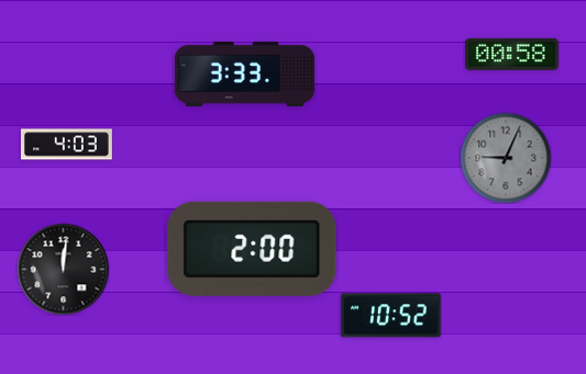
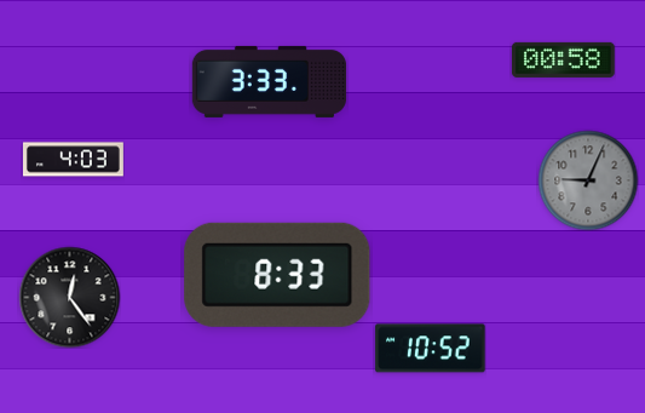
clock at (506, 158) position: (506, 158) -> (588, 180)
clock at (252, 249): 2:00 -> 8:33
clock at (63, 269): 12:01 -> 12:24
